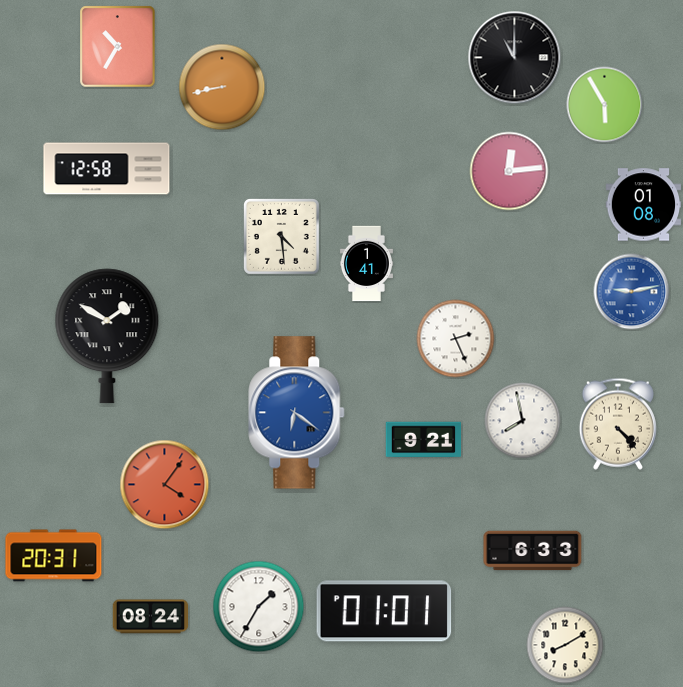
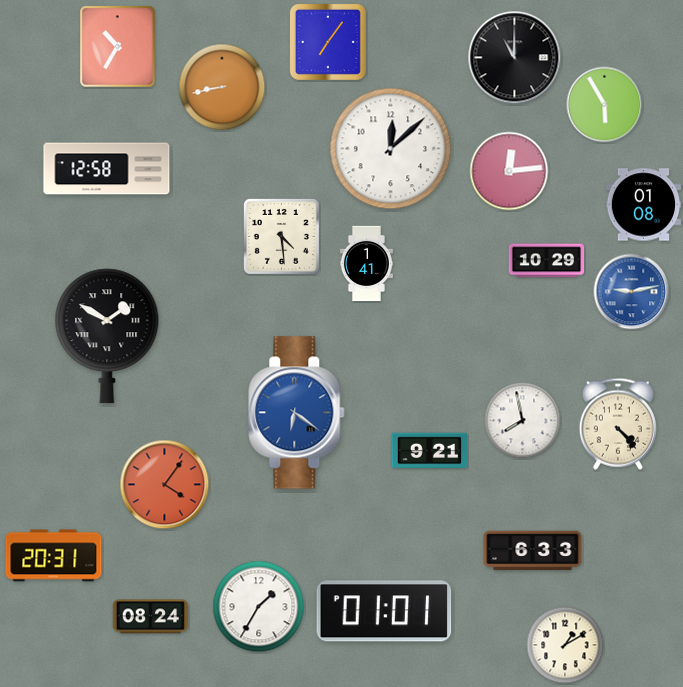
clock at (328, 42): none -> 7:06
clock at (391, 149): none -> 12:08
clock at (547, 261): none -> 10:29
clock at (456, 339): 2:26 -> none
clock at (424, 440) position: (424, 440) -> (430, 451)
clock at (565, 645): 8:10 -> 1:10
